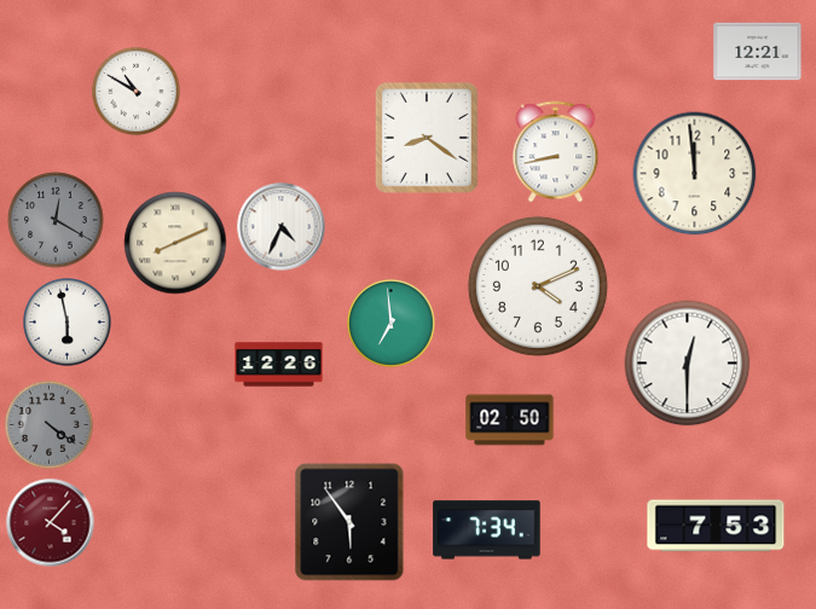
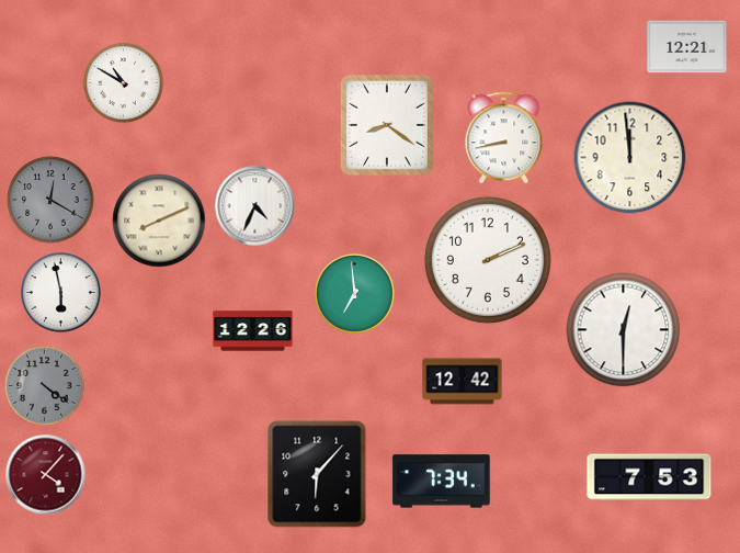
clock at (538, 286): 4:11 -> 2:11
clock at (510, 420): 02:50 -> 12:42
clock at (349, 522): 5:54 -> 6:07
